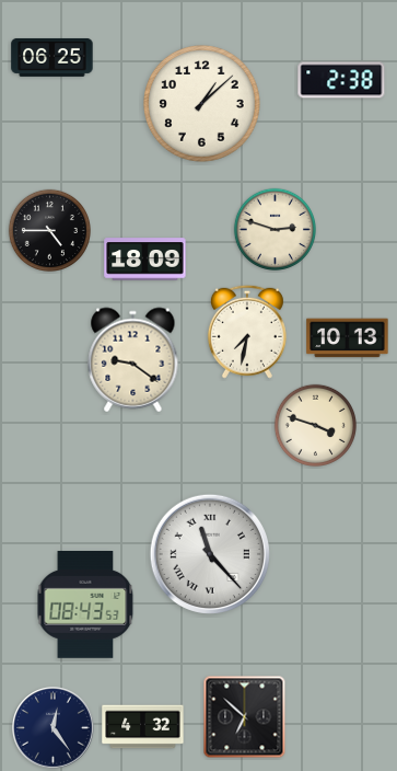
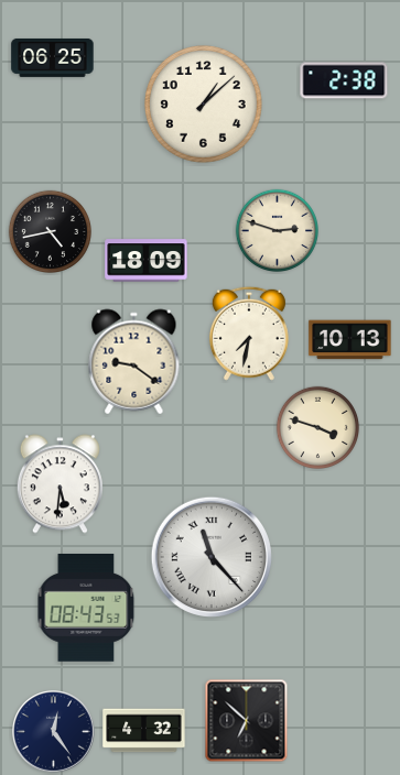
clock at (49, 230): 4:45 -> 4:43
clock at (60, 484): none -> 5:31
